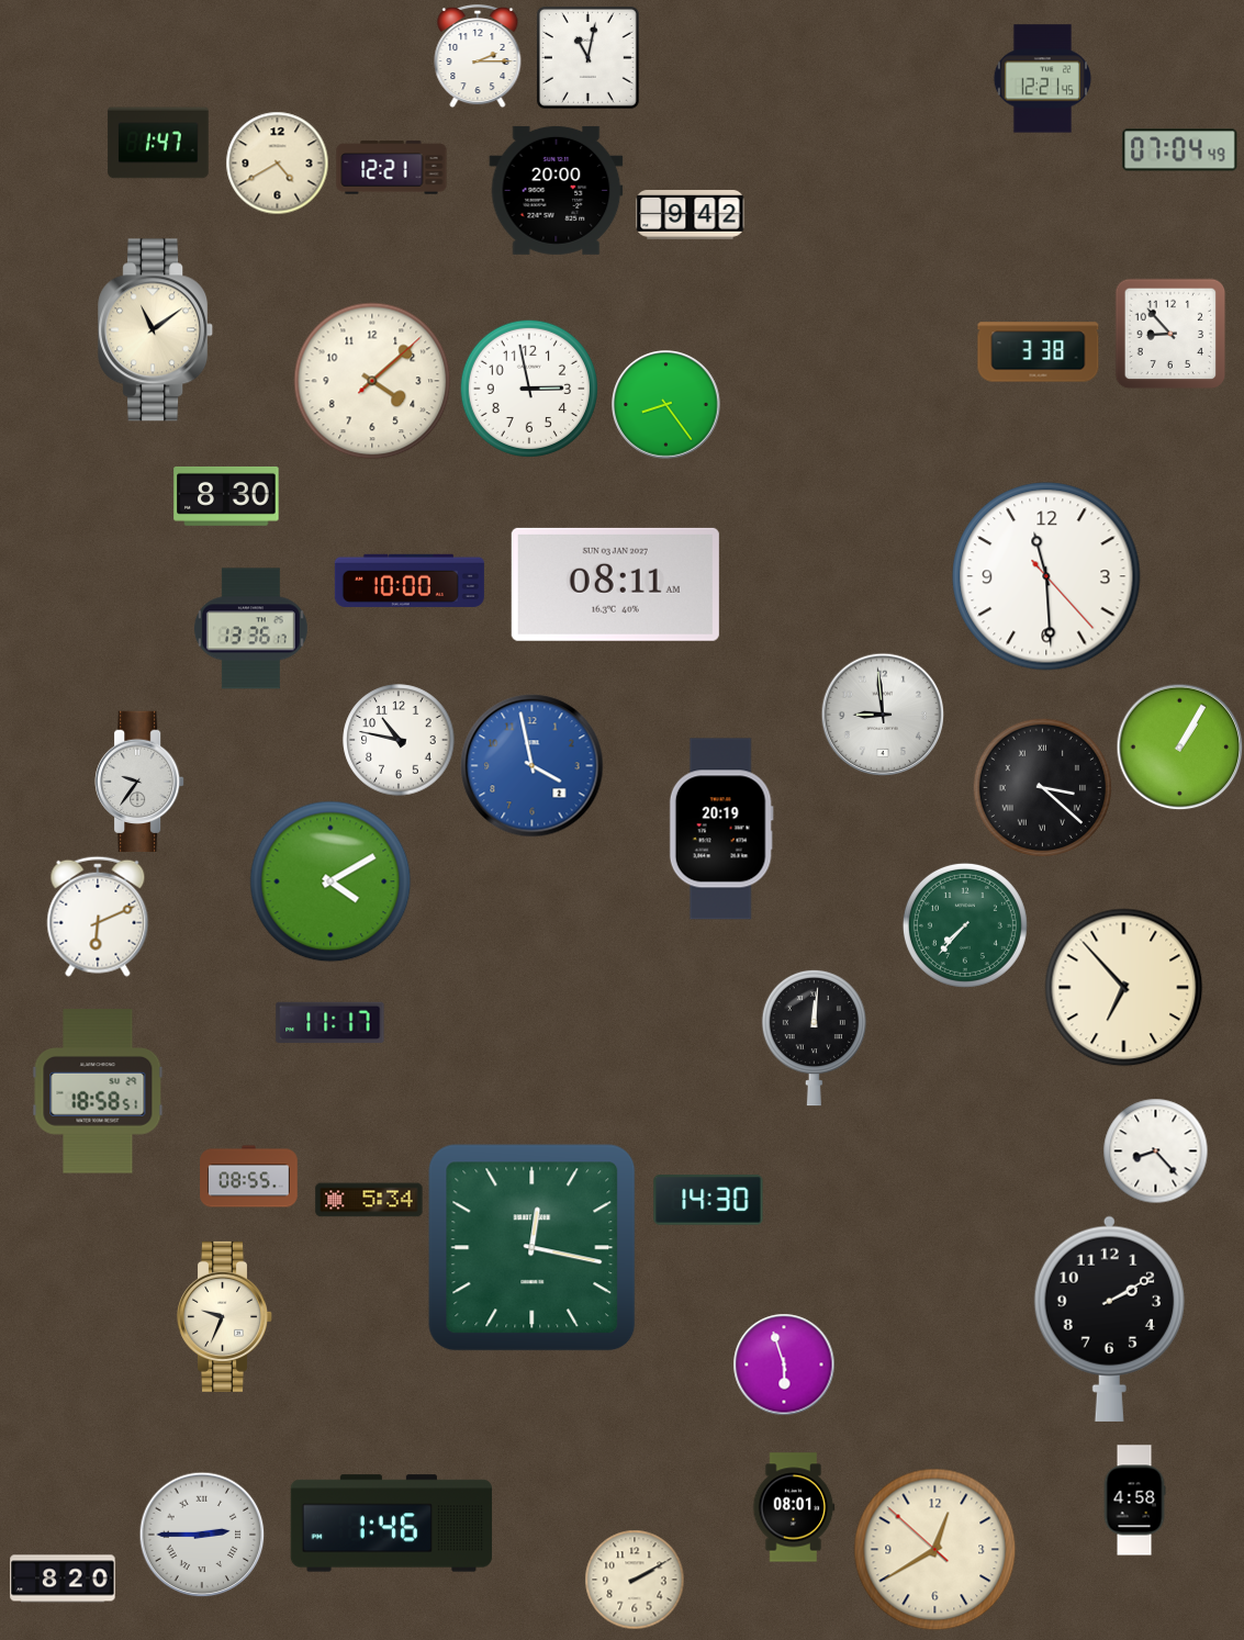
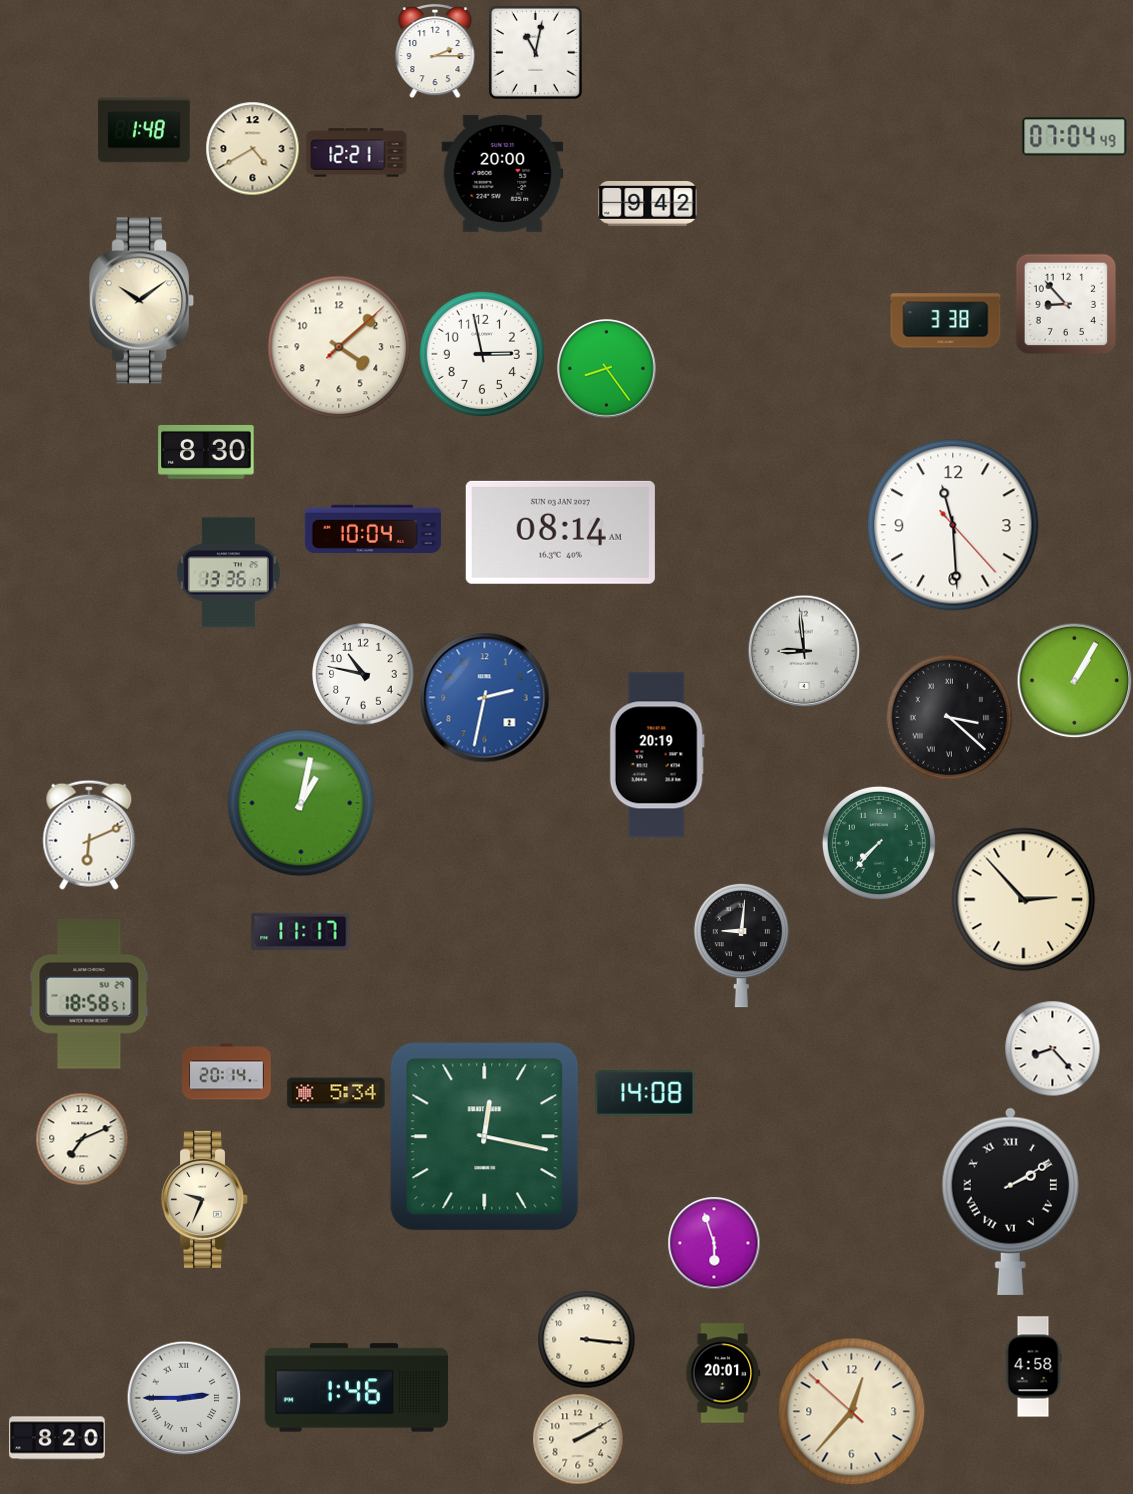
clock at (1042, 79): 12:21 -> none
clock at (158, 143): 1:47 -> 1:48
clock at (557, 190) position: (557, 190) -> (503, 173)
clock at (691, 215) position: (691, 215) -> (648, 204)
clock at (156, 330): 11:09 -> 10:09
clock at (410, 581): 10:00 -> 10:04
clock at (615, 584): 08:11 -> 08:14
clock at (533, 766): 3:58 -> 2:32
clock at (139, 782): 9:36 -> none
clock at (330, 881): 4:10 -> 1:02
clock at (1124, 988): 6:53 -> 2:53
clock at (814, 1037): 12:01 -> 9:01
clock at (249, 1177): 08:55 -> 20:14
clock at (708, 1200): 14:30 -> 14:08
clock at (82, 1139): none -> 7:11
clock at (1109, 1318) numerals: Arabic -> Roman
clock at (586, 1339): none -> 3:16
clock at (794, 1507): 08:01 -> 20:01
clock at (935, 1550): 12:39 -> 12:36
